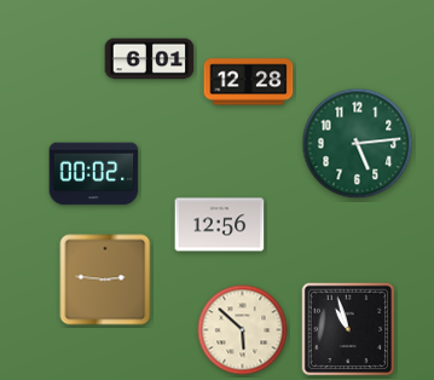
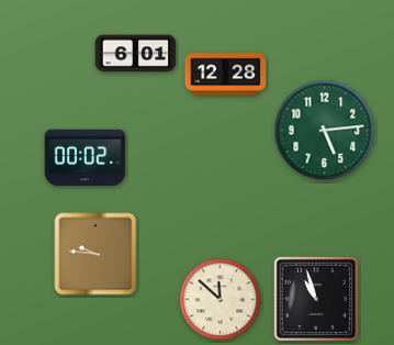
clock at (220, 225): 12:56 -> none
clock at (105, 280): 2:46 -> 9:46
clock at (243, 330): 5:52 -> 11:52
